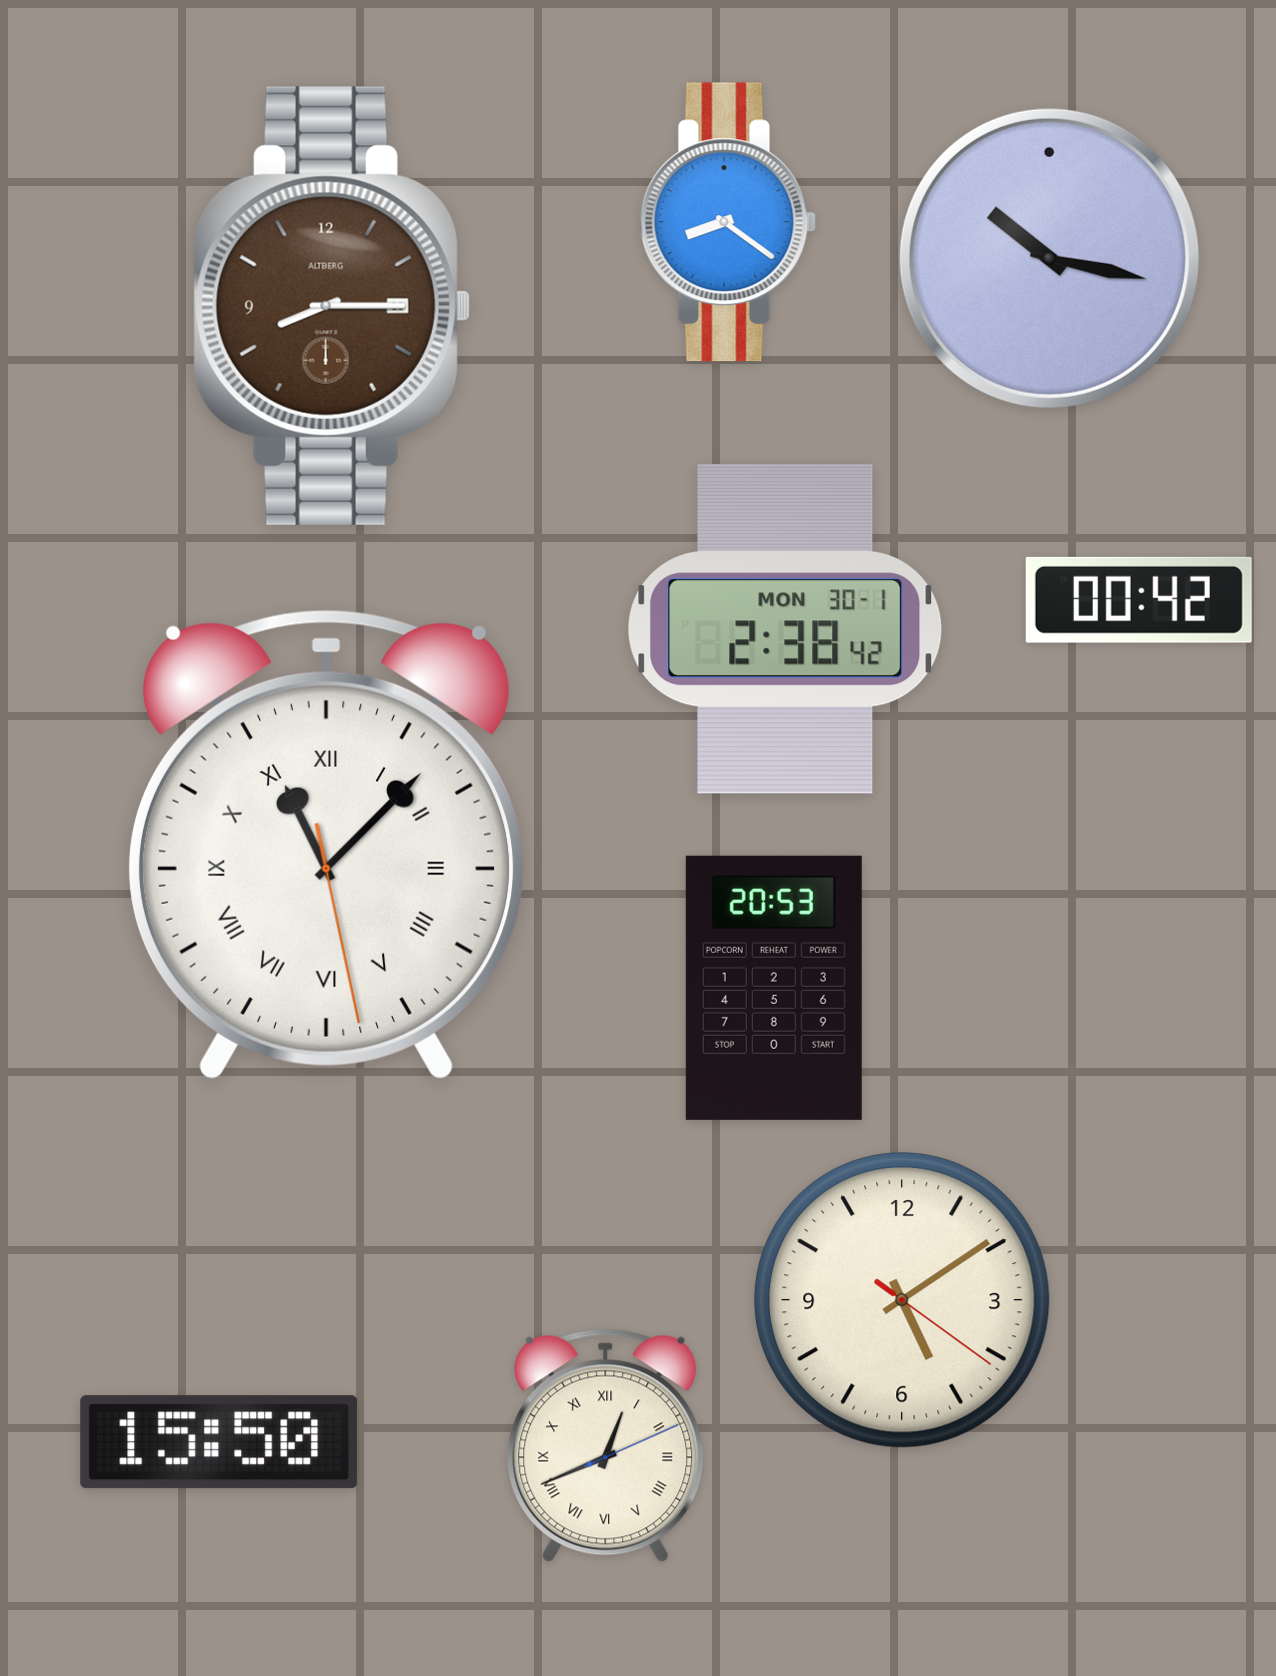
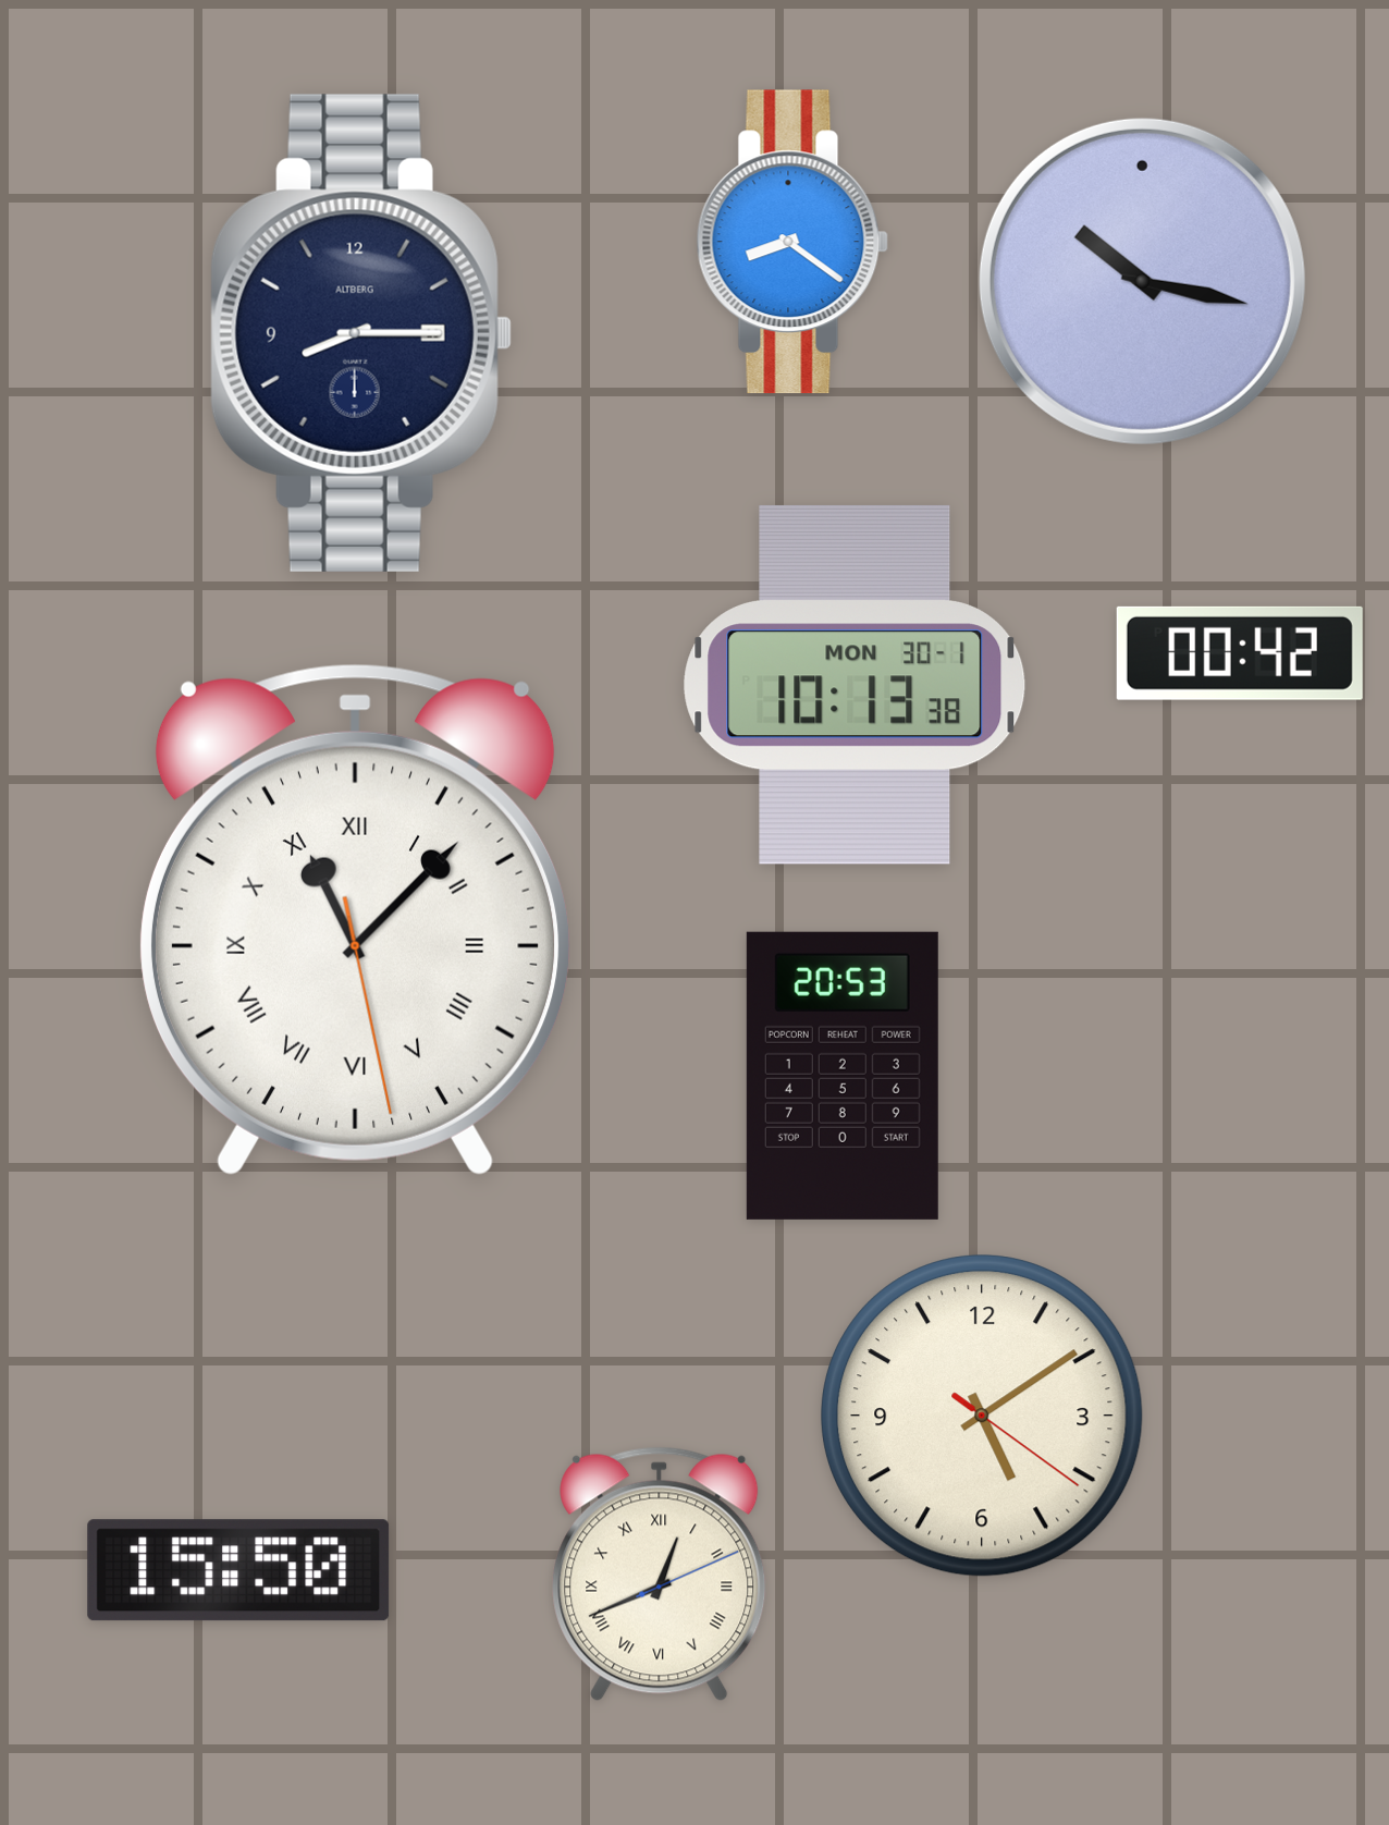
clock at (332, 306) dial: brown -> navy
clock at (785, 629): 2:38 -> 10:13
